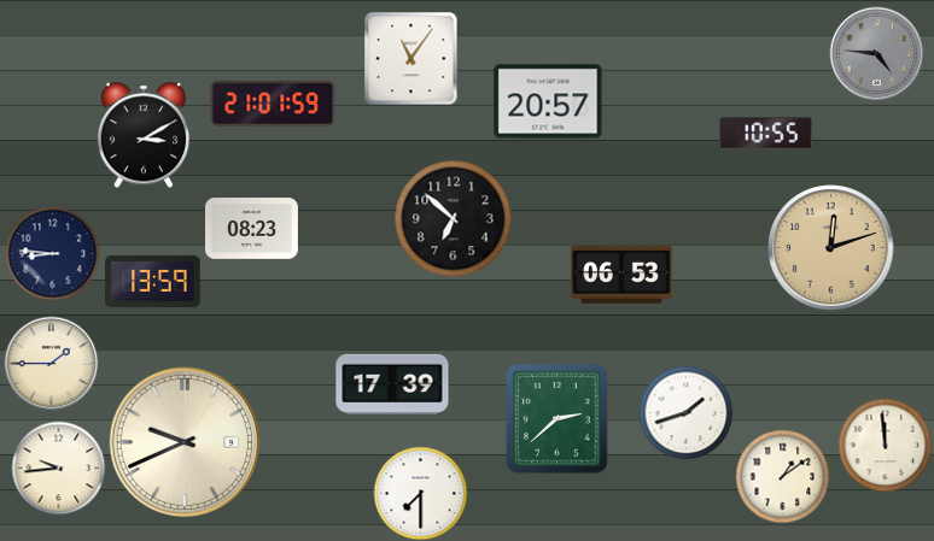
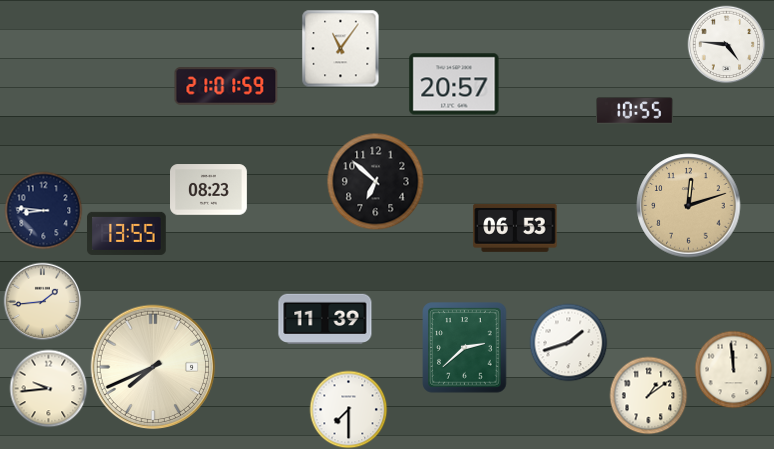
clock at (876, 53) dial: grey -> white
clock at (144, 135): 3:10 -> none
clock at (153, 281): 13:59 -> 13:55
clock at (51, 363): 1:45 -> 1:44
clock at (392, 383): 17:39 -> 11:39
clock at (558, 419) position: (558, 419) -> (465, 348)
clock at (185, 442): 9:41 -> 7:41
